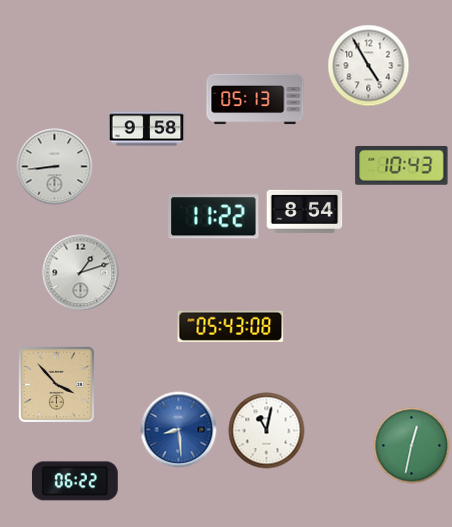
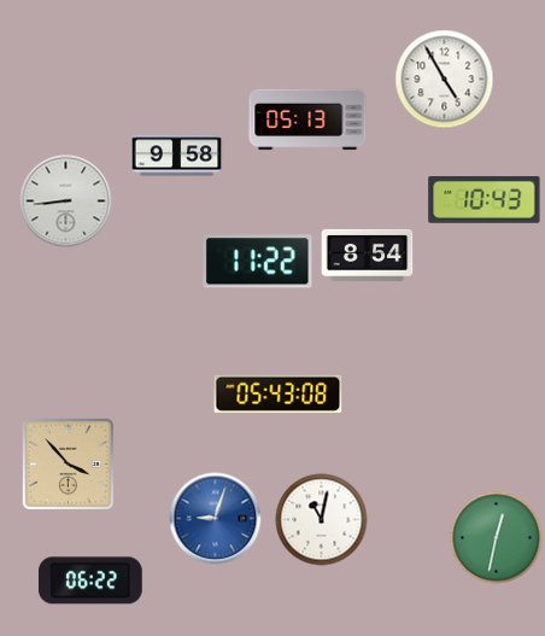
clock at (81, 273): 1:12 -> none
clock at (179, 430): 8:29 -> 9:03
